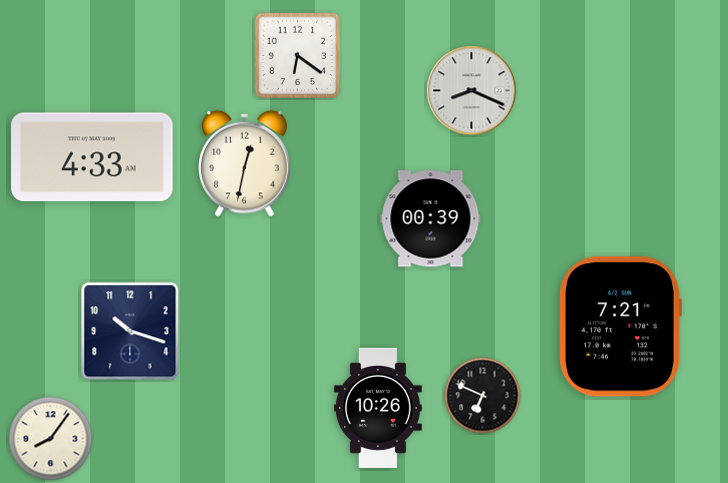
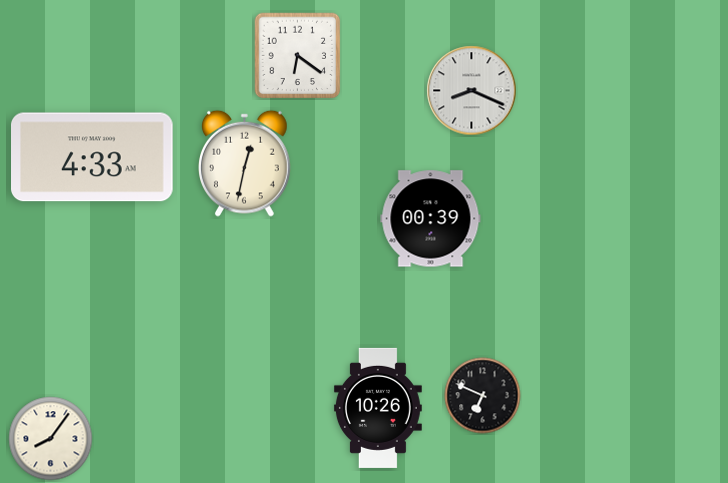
clock at (621, 327): 7:21 -> none
clock at (130, 331): 10:18 -> none
